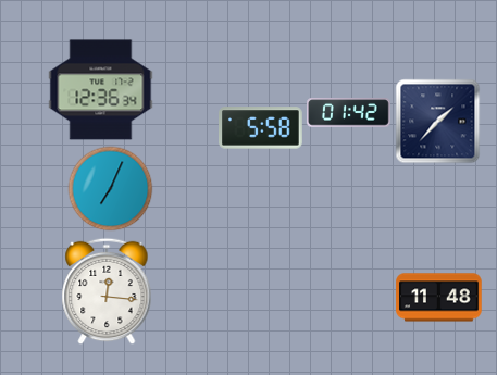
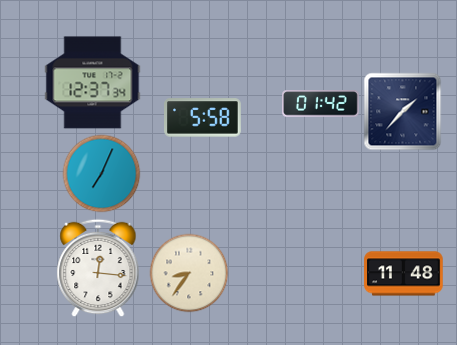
clock at (101, 90): 12:36 -> 12:37
clock at (261, 128) position: (261, 128) -> (203, 118)
clock at (189, 273): none -> 8:36
